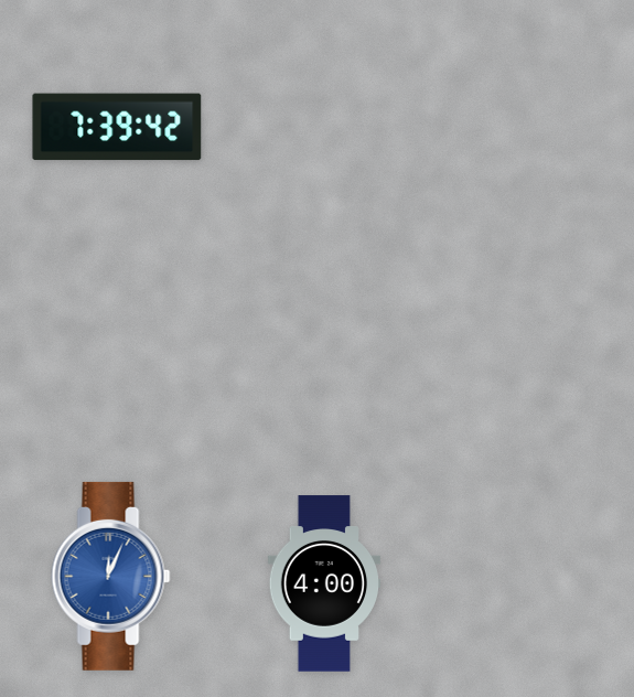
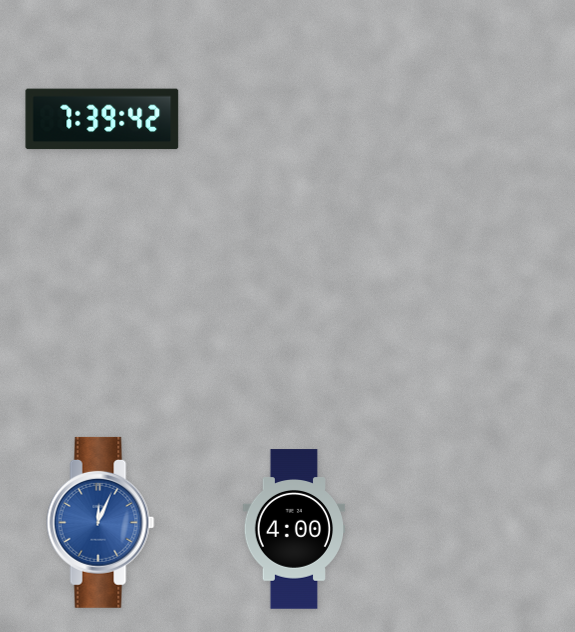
clock at (117, 127) position: (117, 127) -> (102, 119)
